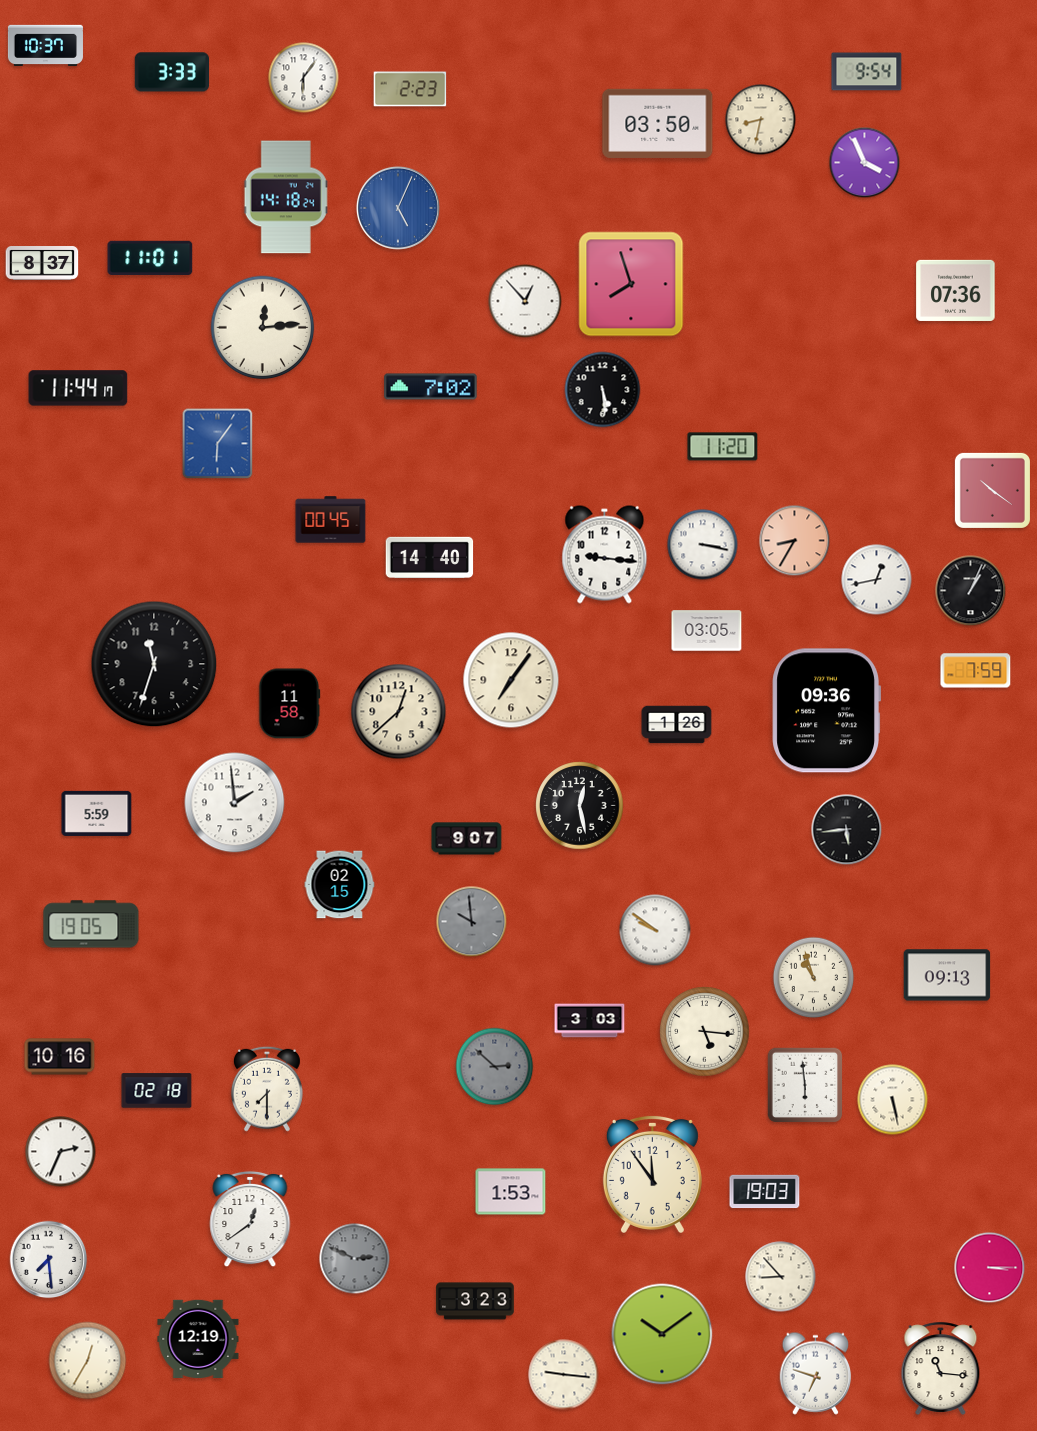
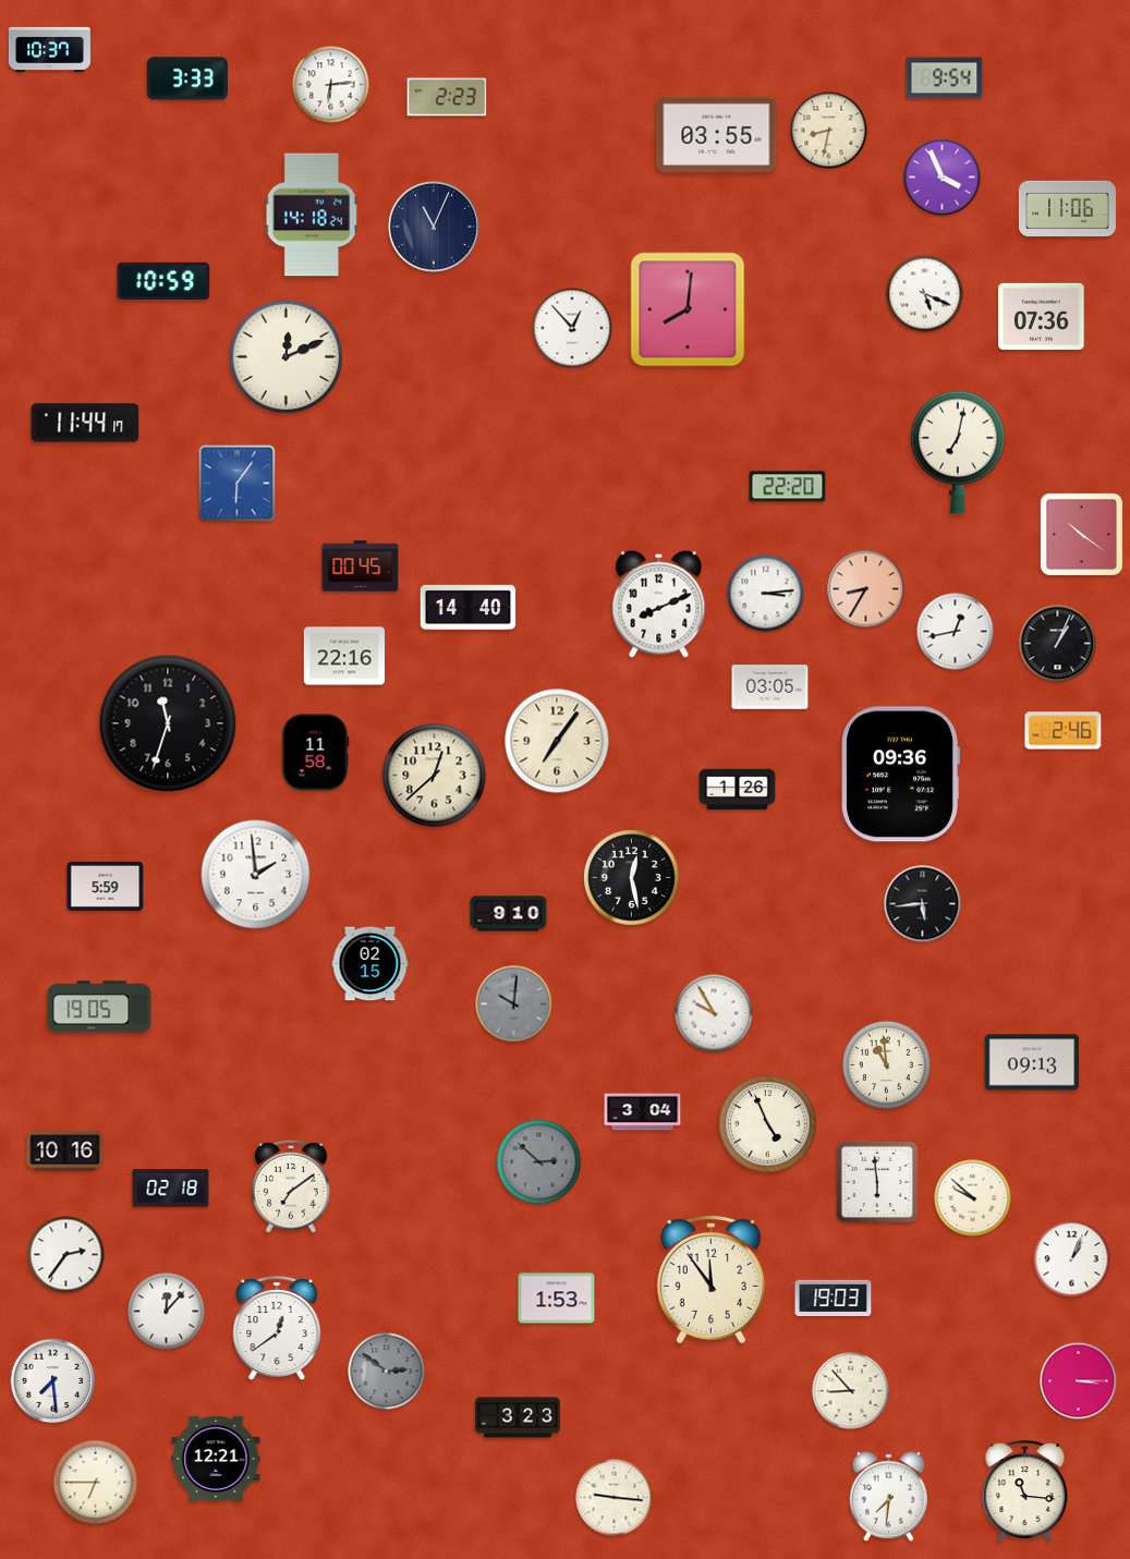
clock at (304, 78): 6:06 -> 6:14
clock at (658, 123): 03:50 -> 03:55
clock at (1067, 208): none -> 11:06
clock at (398, 208): 5:04 -> 11:04
clock at (398, 208) dial: blue -> navy
clock at (150, 258): 11:01 -> 10:59
clock at (42, 264): 8:37 -> none
clock at (925, 294): none -> 5:19
clock at (631, 284): 7:57 -> 8:01
clock at (263, 328): 12:14 -> 12:11
clock at (431, 387): 7:02 -> none
clock at (603, 390): 5:29 -> none
clock at (958, 452): none -> 7:02
clock at (723, 447): 11:20 -> 22:20
clock at (703, 545): 3:17 -> 3:14
clock at (605, 555): 9:16 -> 8:11
clock at (343, 656): none -> 22:16
clock at (976, 671): 7:59 -> 2:46
clock at (289, 704) position: (289, 704) -> (315, 753)
clock at (467, 839): 9:07 -> 9:10
clock at (472, 922): 9:59 -> 10:01
clock at (655, 930): 9:51 -> 9:55
clock at (814, 978): 10:57 -> 10:59
clock at (590, 1021): 3:03 -> 3:04
clock at (705, 1032): 5:16 -> 4:56
clock at (267, 1089): 7:30 -> 7:09
clock at (893, 1100): 5:28 -> 9:52
clock at (61, 1152): 2:34 -> 2:36
clock at (1072, 1259): none -> 1:04
clock at (167, 1312): none -> 12:07
clock at (250, 1219) position: (250, 1219) -> (277, 1328)
clock at (355, 1259): 2:49 -> 2:51
clock at (49, 1260) position: (49, 1260) -> (53, 1381)
clock at (662, 1334): 10:09 -> none
clock at (198, 1338): 12:19 -> 12:21
clock at (88, 1361): 12:35 -> 6:45
clock at (816, 1373): 6:48 -> 7:31
